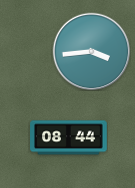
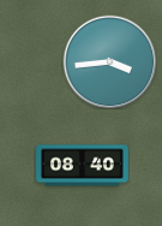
clock at (69, 138): 08:44 -> 08:40
